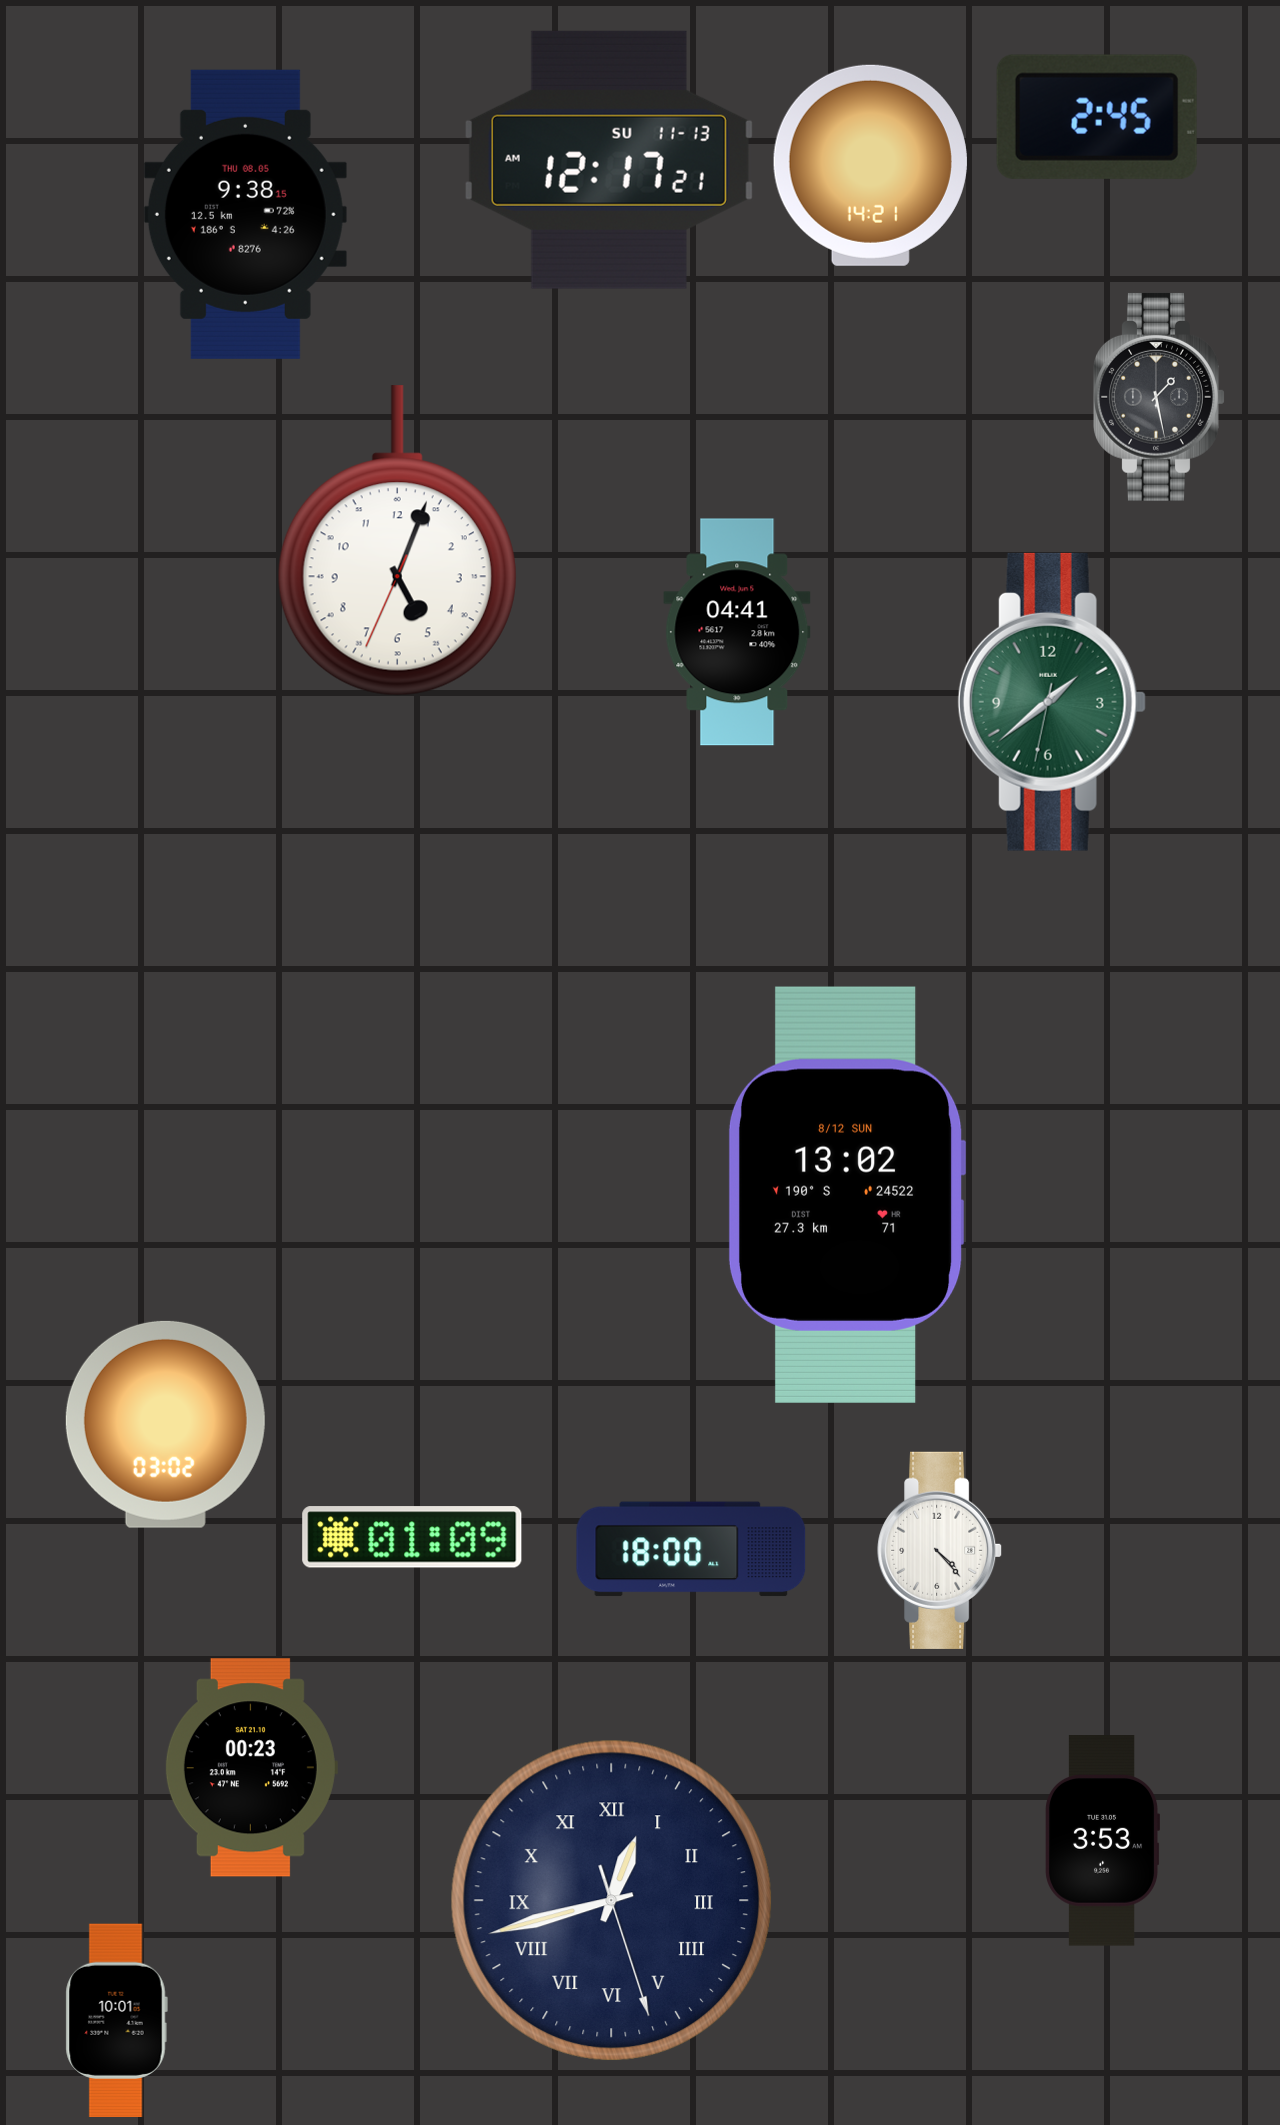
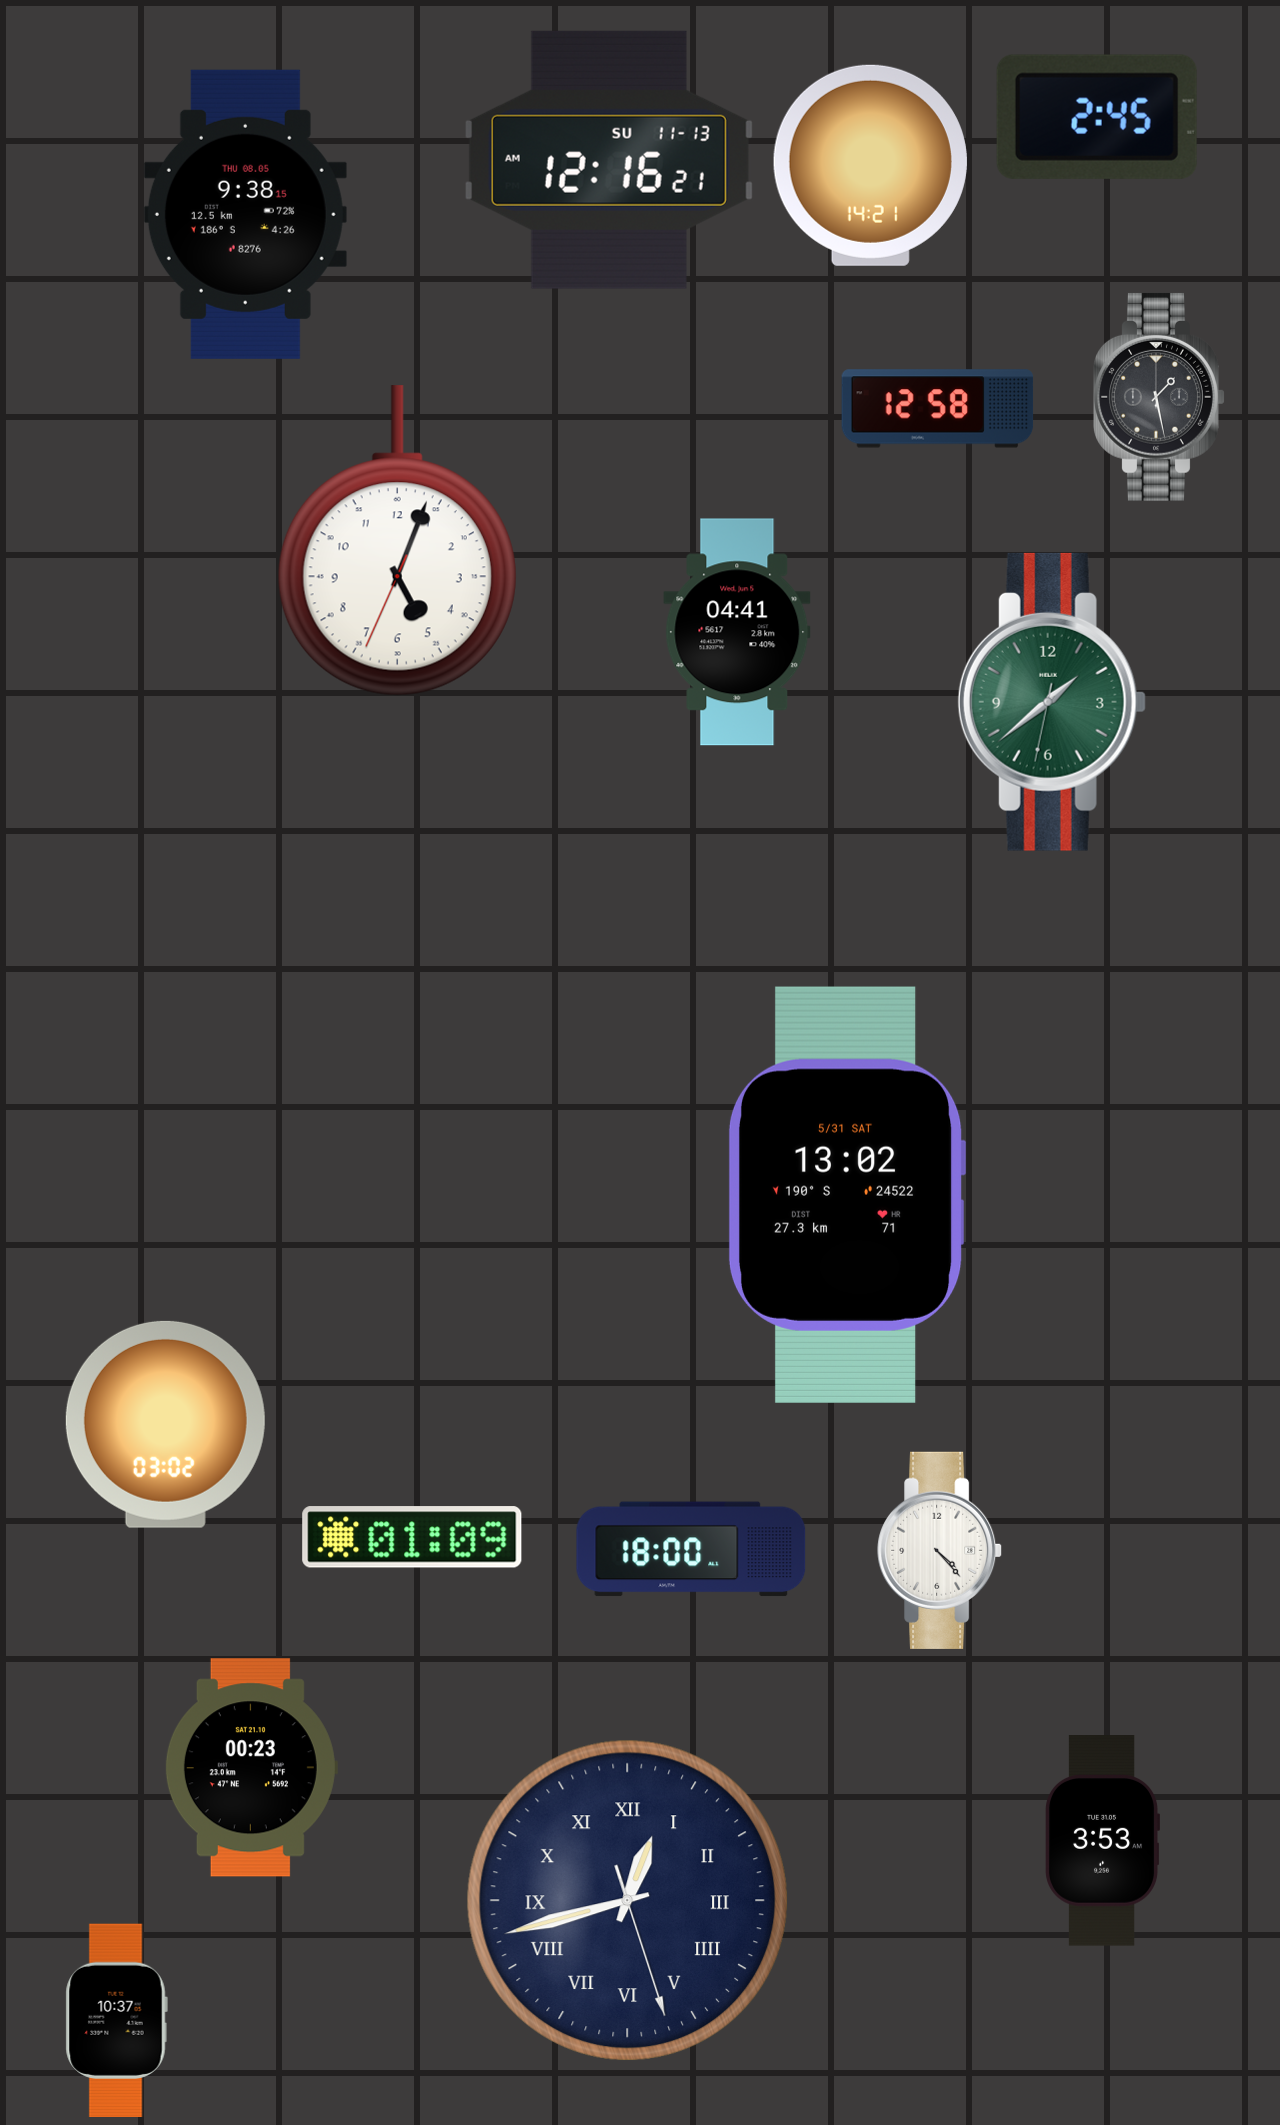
clock at (609, 160): 12:17 -> 12:16
clock at (938, 409): none -> 12:58
clock at (847, 1195) date: 8/12 SUN -> 5/31 SAT
clock at (611, 1900) position: (611, 1900) -> (627, 1900)
clock at (116, 2020): 10:01 -> 10:37
